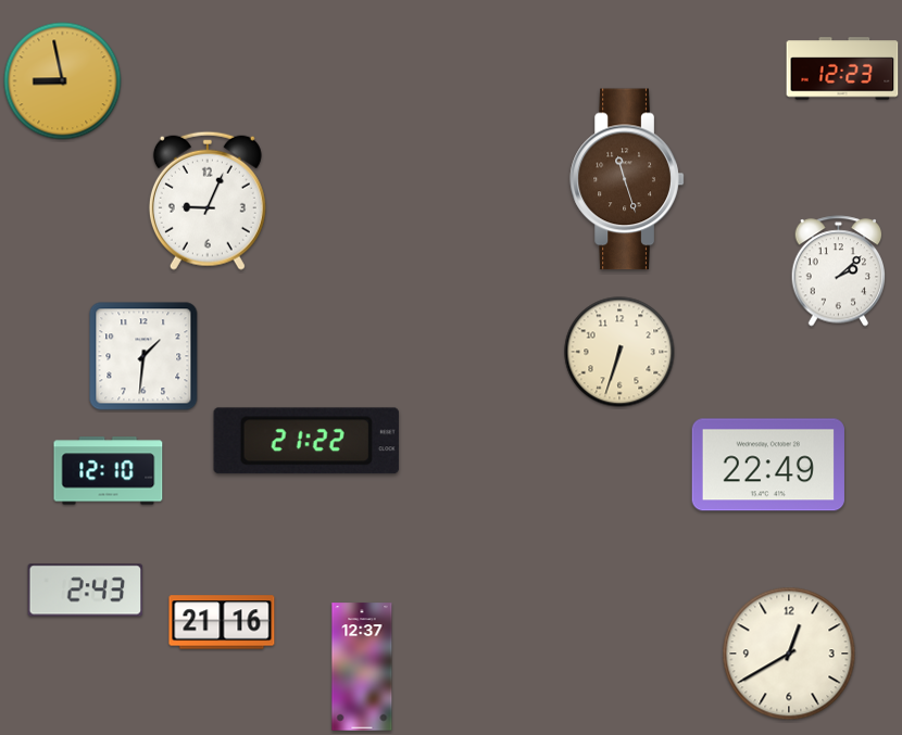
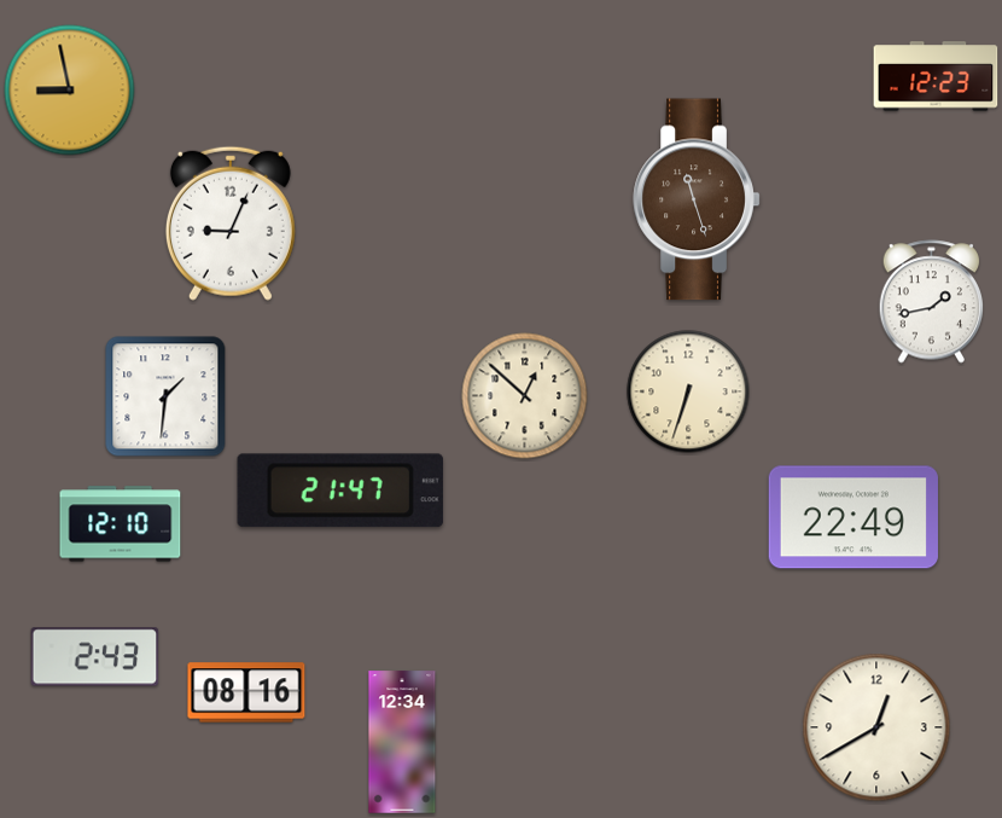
clock at (839, 271): 2:08 -> 1:43
clock at (143, 356) position: (143, 356) -> (165, 396)
clock at (525, 396): none -> 12:52
clock at (306, 441): 21:22 -> 21:47
clock at (222, 622): 21:16 -> 08:16
clock at (362, 667): 12:37 -> 12:34
